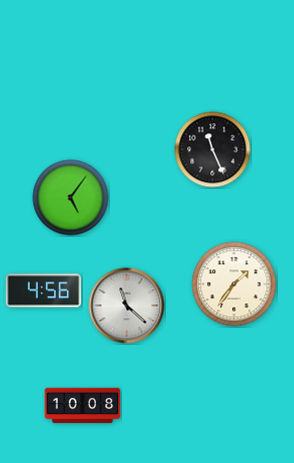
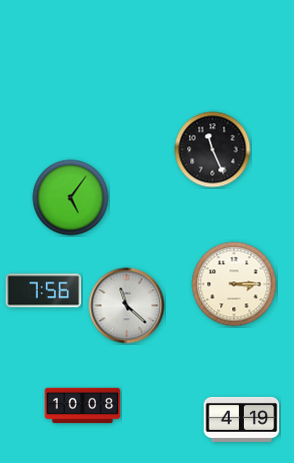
clock at (234, 284): 1:36 -> 3:15
clock at (44, 291): 4:56 -> 7:56
clock at (242, 419): none -> 4:19
